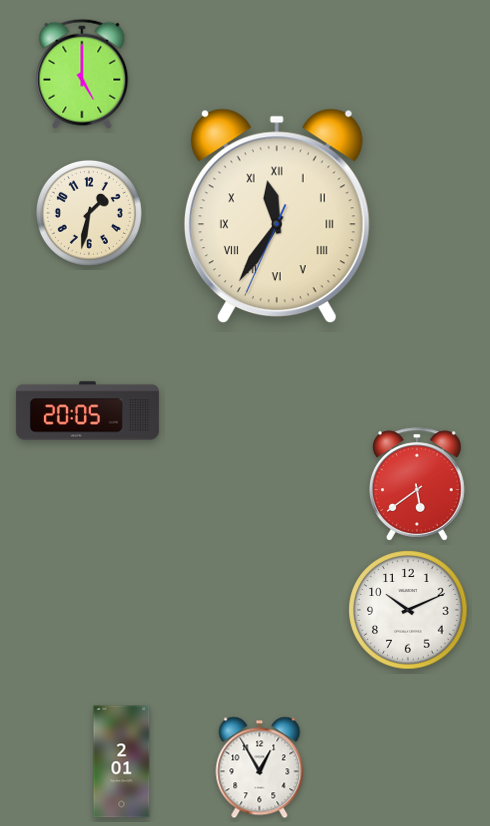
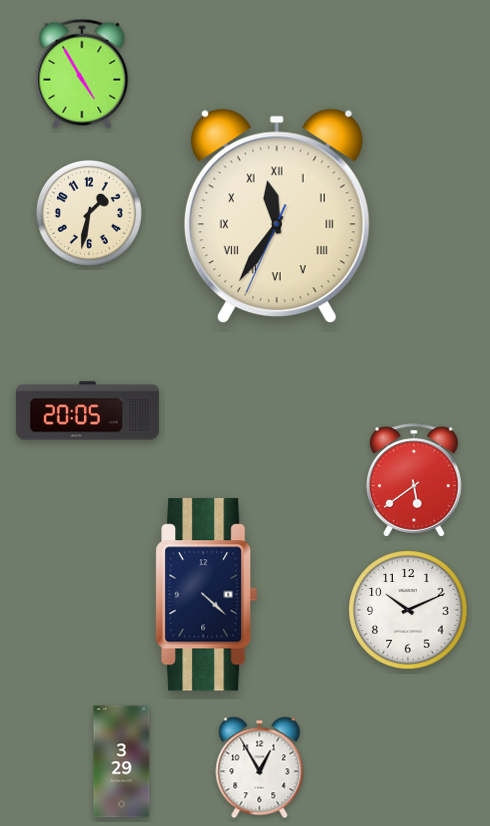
clock at (82, 74): 5:00 -> 4:55
clock at (417, 484) position: (417, 484) -> (414, 480)
clock at (207, 595): none -> 4:22
clock at (122, 762): 2:01 -> 3:29
